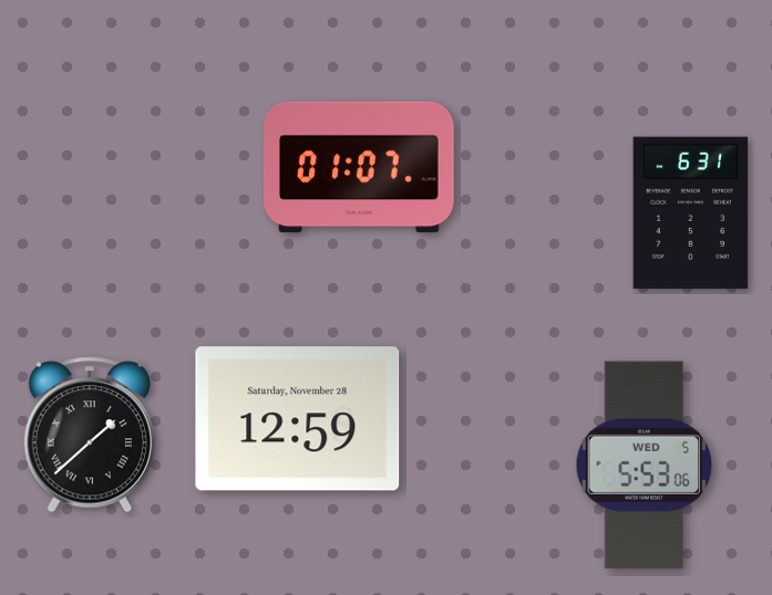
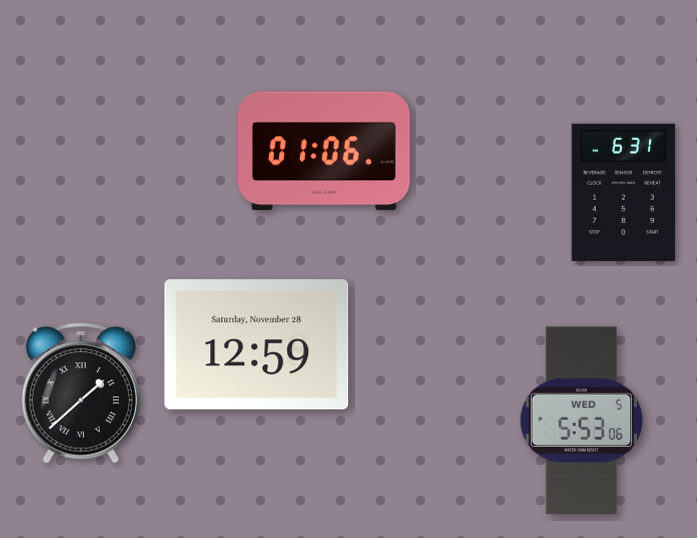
clock at (360, 167): 01:07 -> 01:06
clock at (298, 419) position: (298, 419) -> (257, 345)
